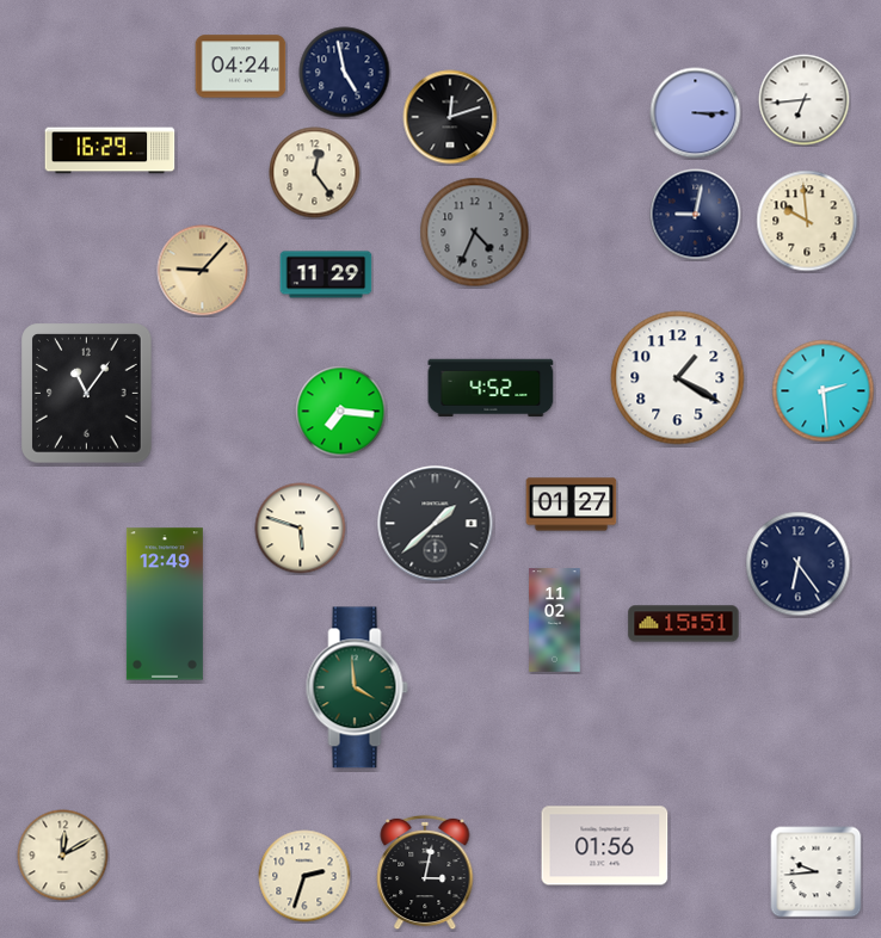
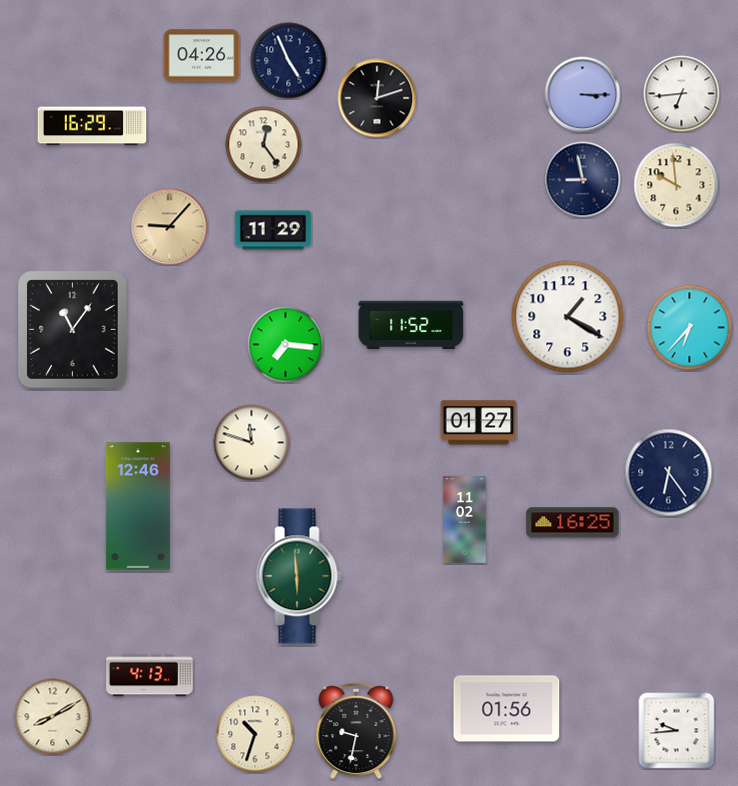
clock at (241, 67): 04:24 -> 04:26
clock at (345, 73): 4:58 -> 4:56
clock at (805, 100) position: (805, 100) -> (682, 94)
clock at (696, 215): 9:02 -> 8:58
clock at (475, 233): 4:34 -> none
clock at (491, 388): 4:52 -> 11:52
clock at (824, 391): 2:29 -> 6:37
clock at (436, 524): 1:38 -> none
clock at (301, 529): 5:48 -> 11:48
clock at (165, 604): 12:49 -> 12:46
clock at (684, 624): 15:51 -> 16:25
clock at (357, 687): 3:59 -> 5:59
clock at (150, 676): none -> 4:13
clock at (63, 856): 12:10 -> 8:10
clock at (425, 872): 3:02 -> 9:32
clock at (817, 872) position: (817, 872) -> (677, 731)
clock at (304, 876): 2:33 -> 10:33
